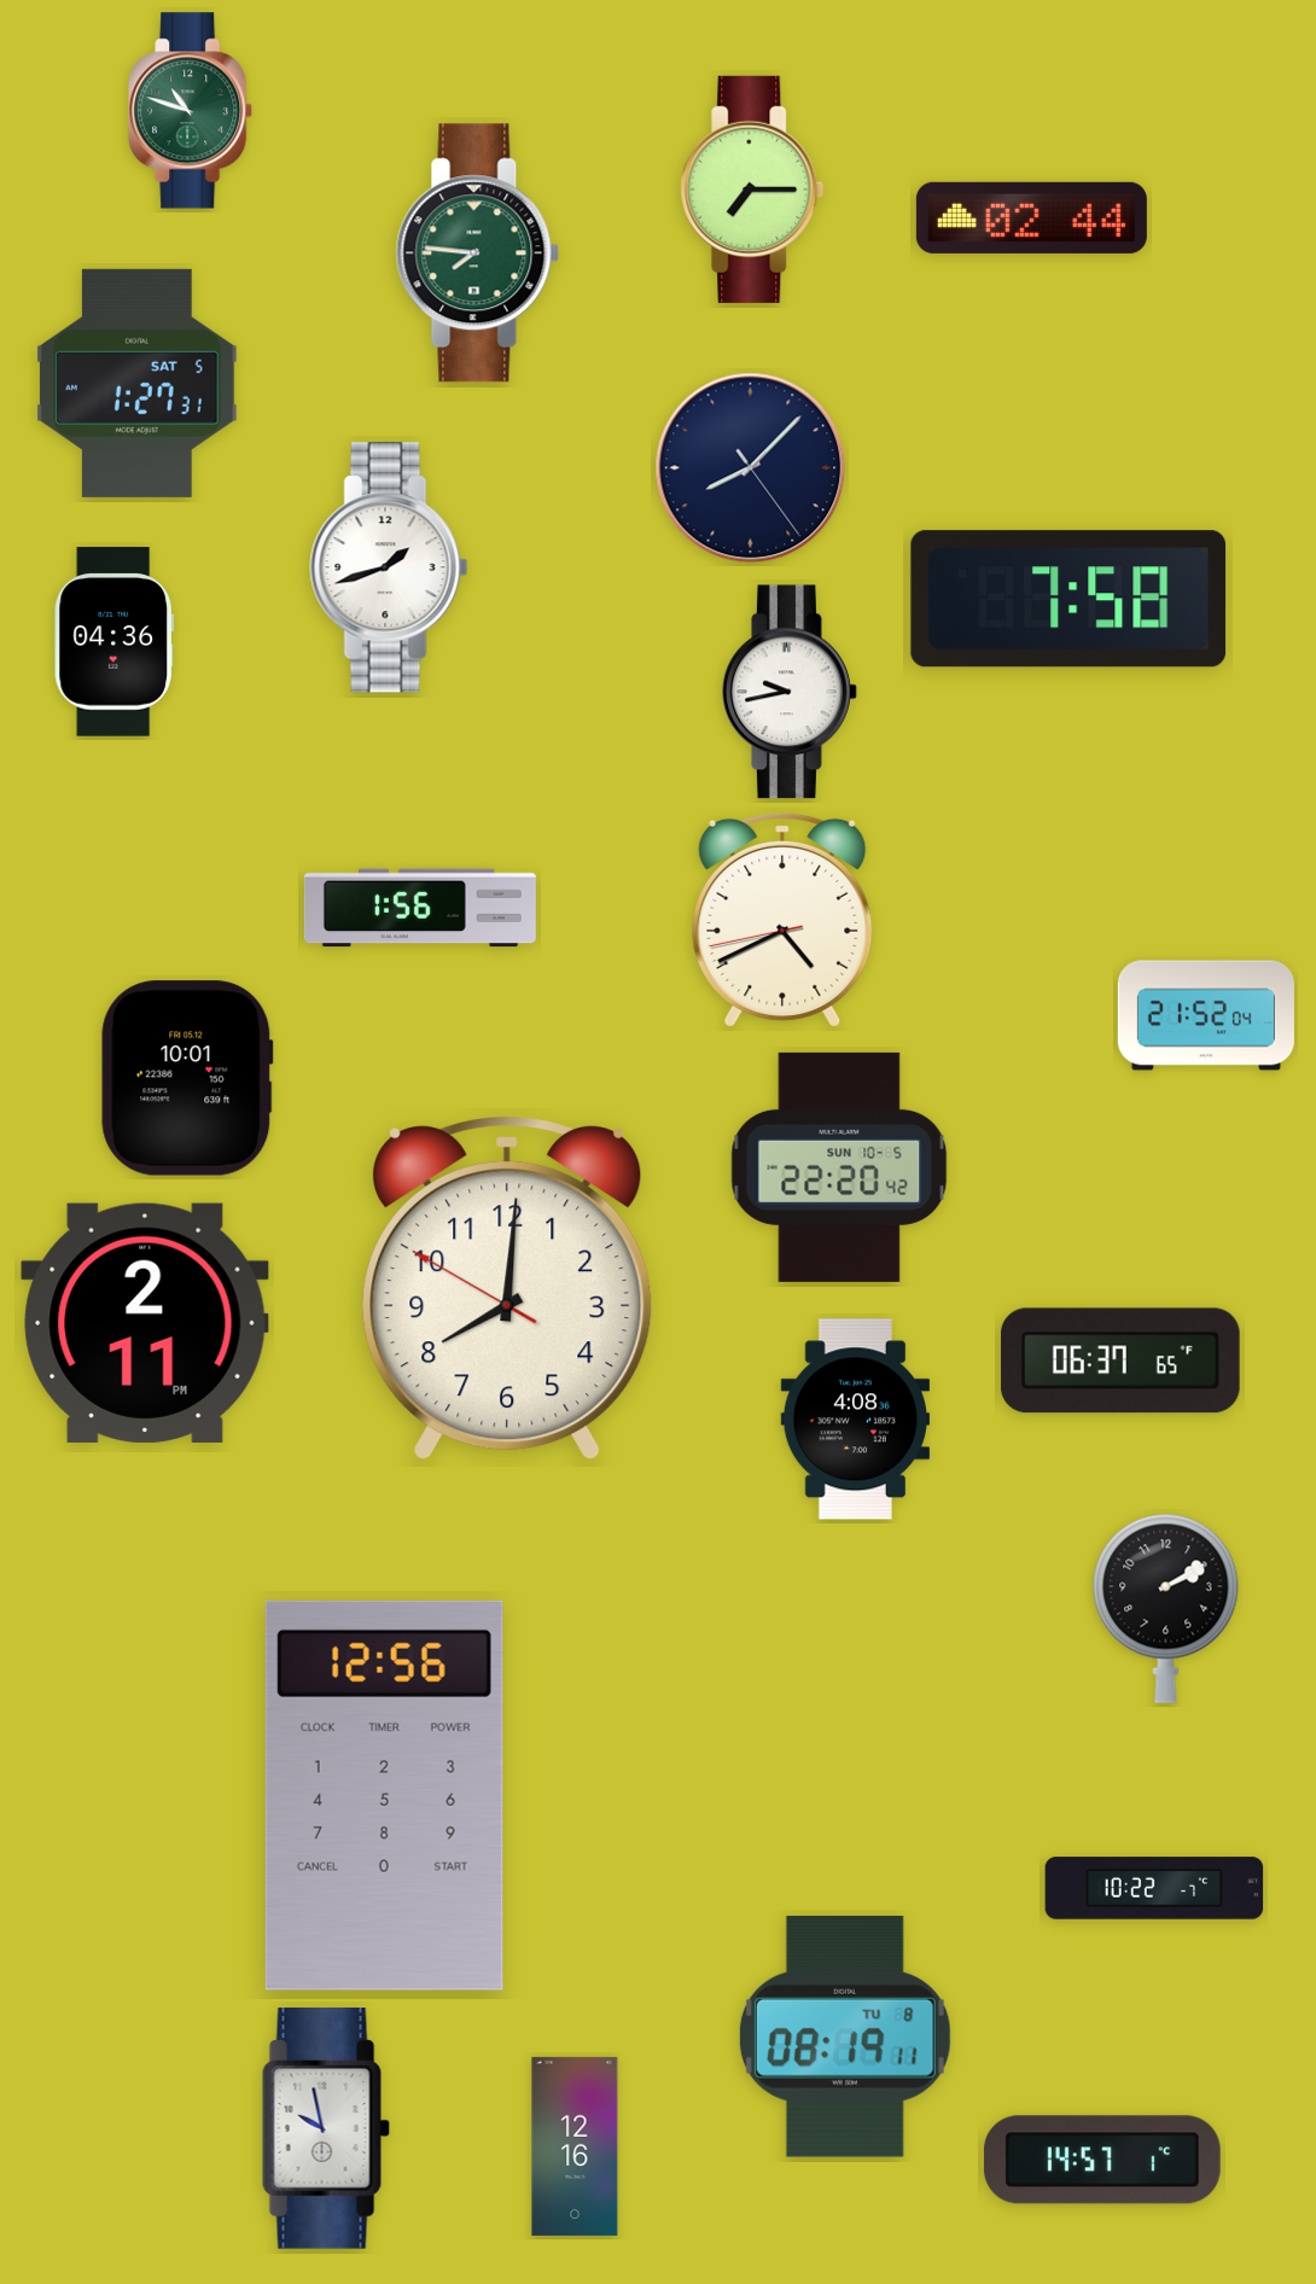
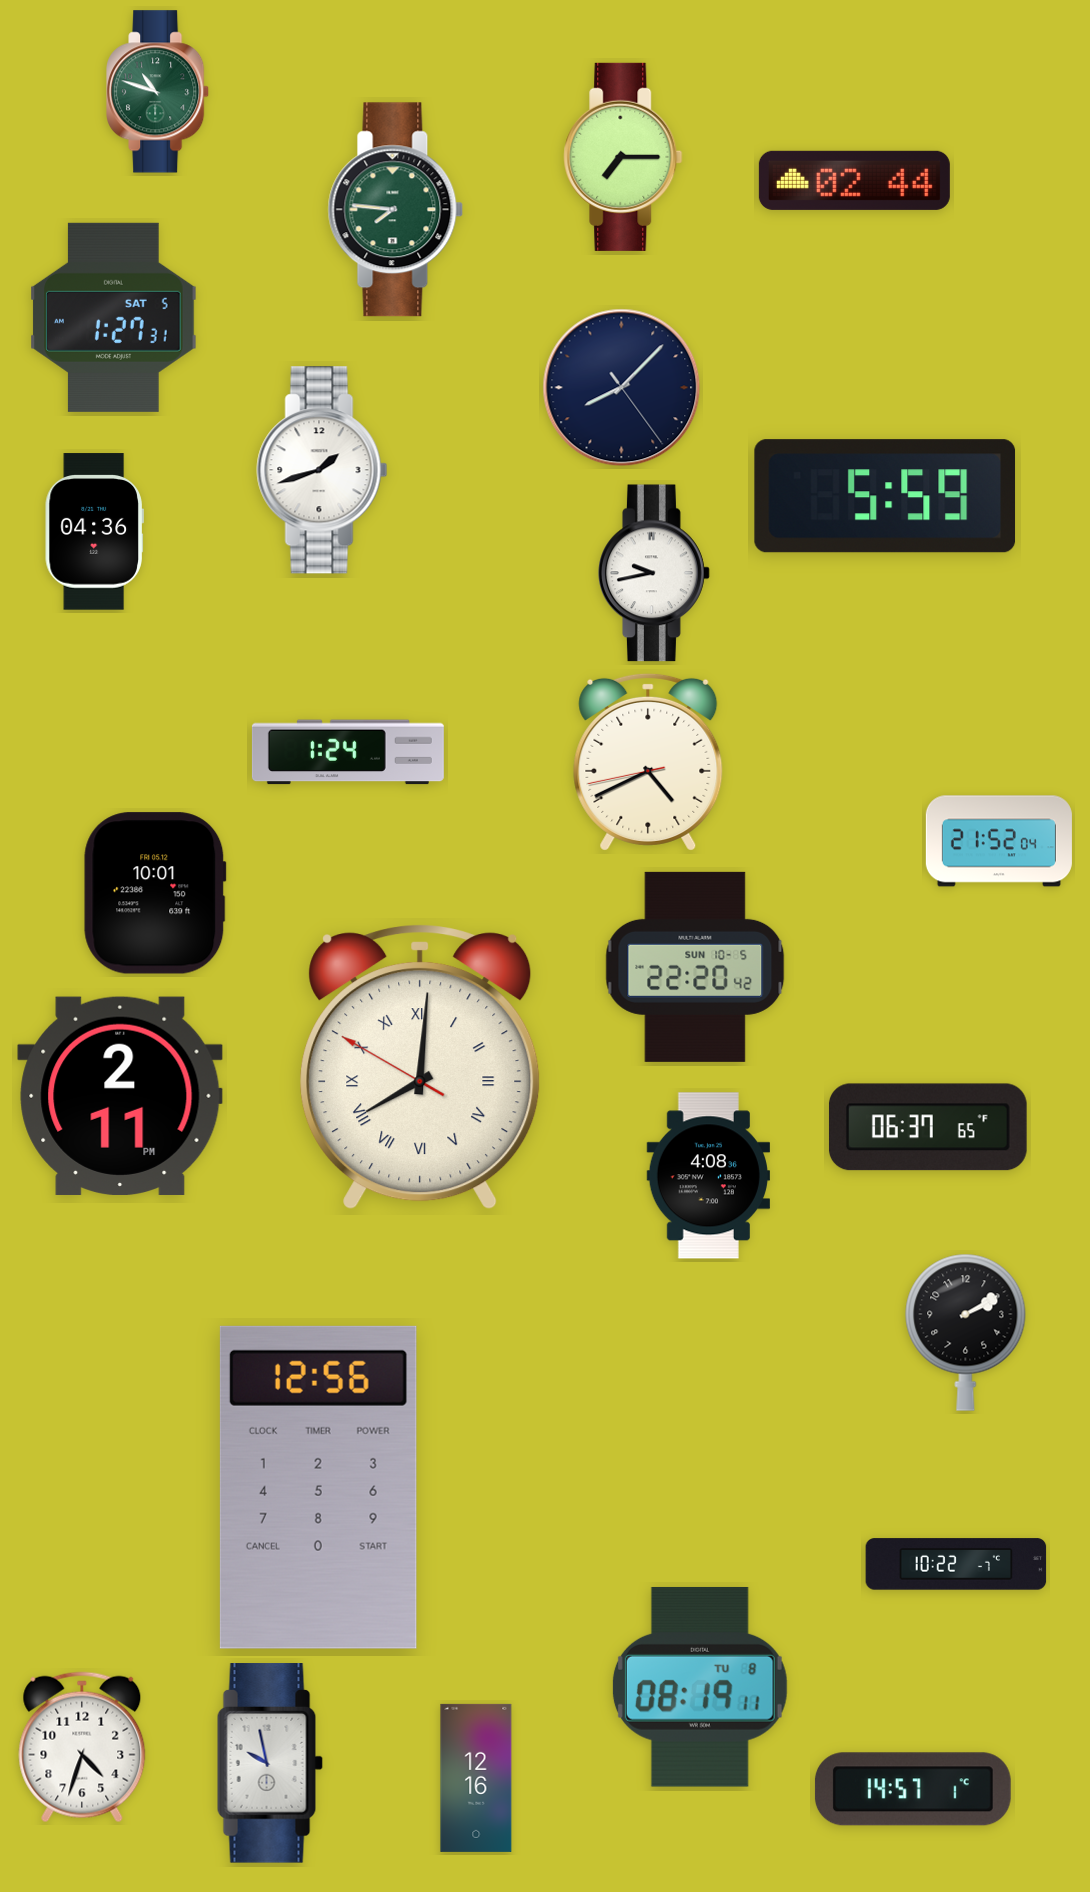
clock at (1068, 599): 7:58 -> 5:59
clock at (420, 908): 1:56 -> 1:24
clock at (507, 1288) numerals: Arabic -> Roman
clock at (82, 1747): none -> 4:33
